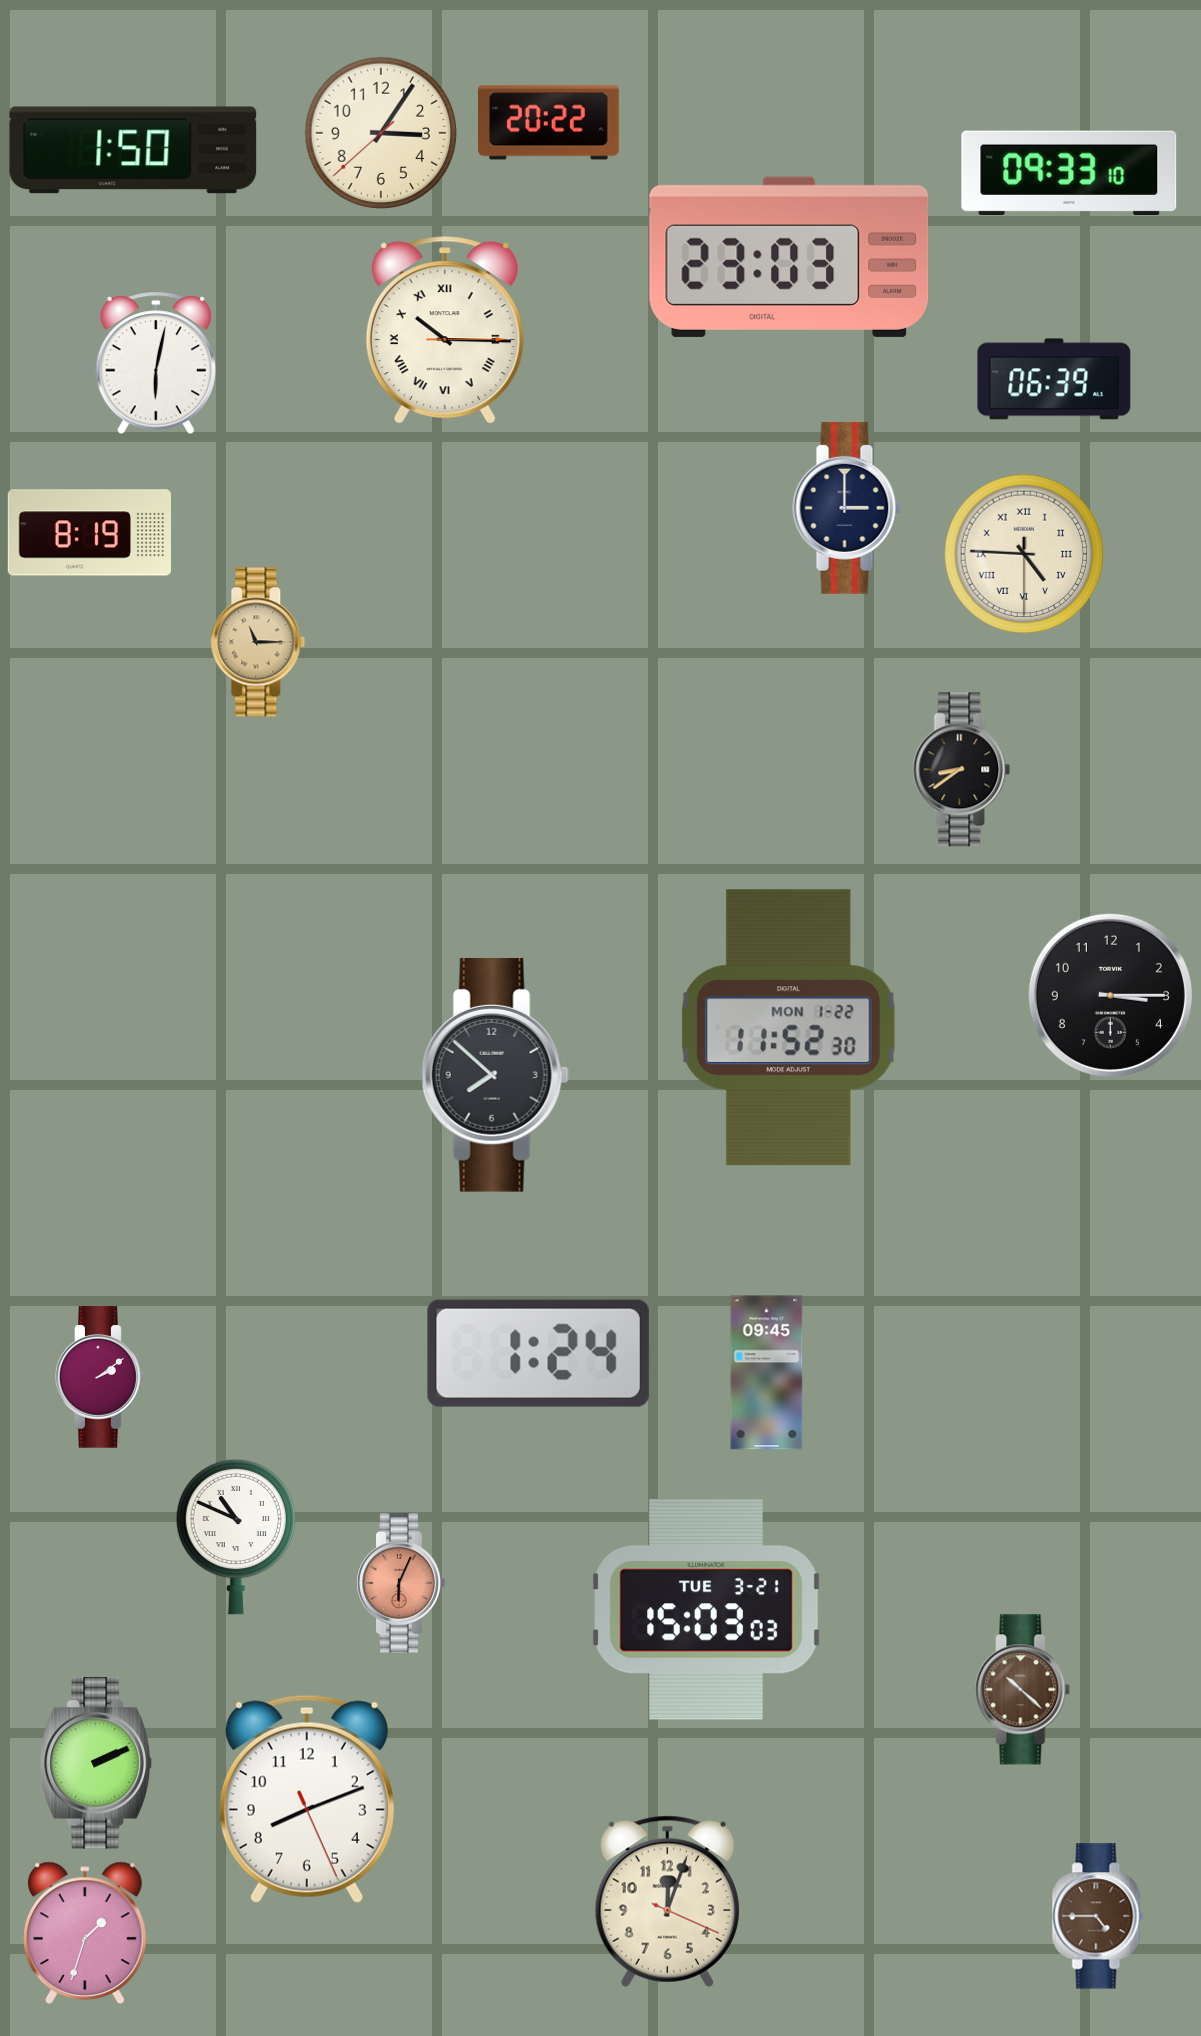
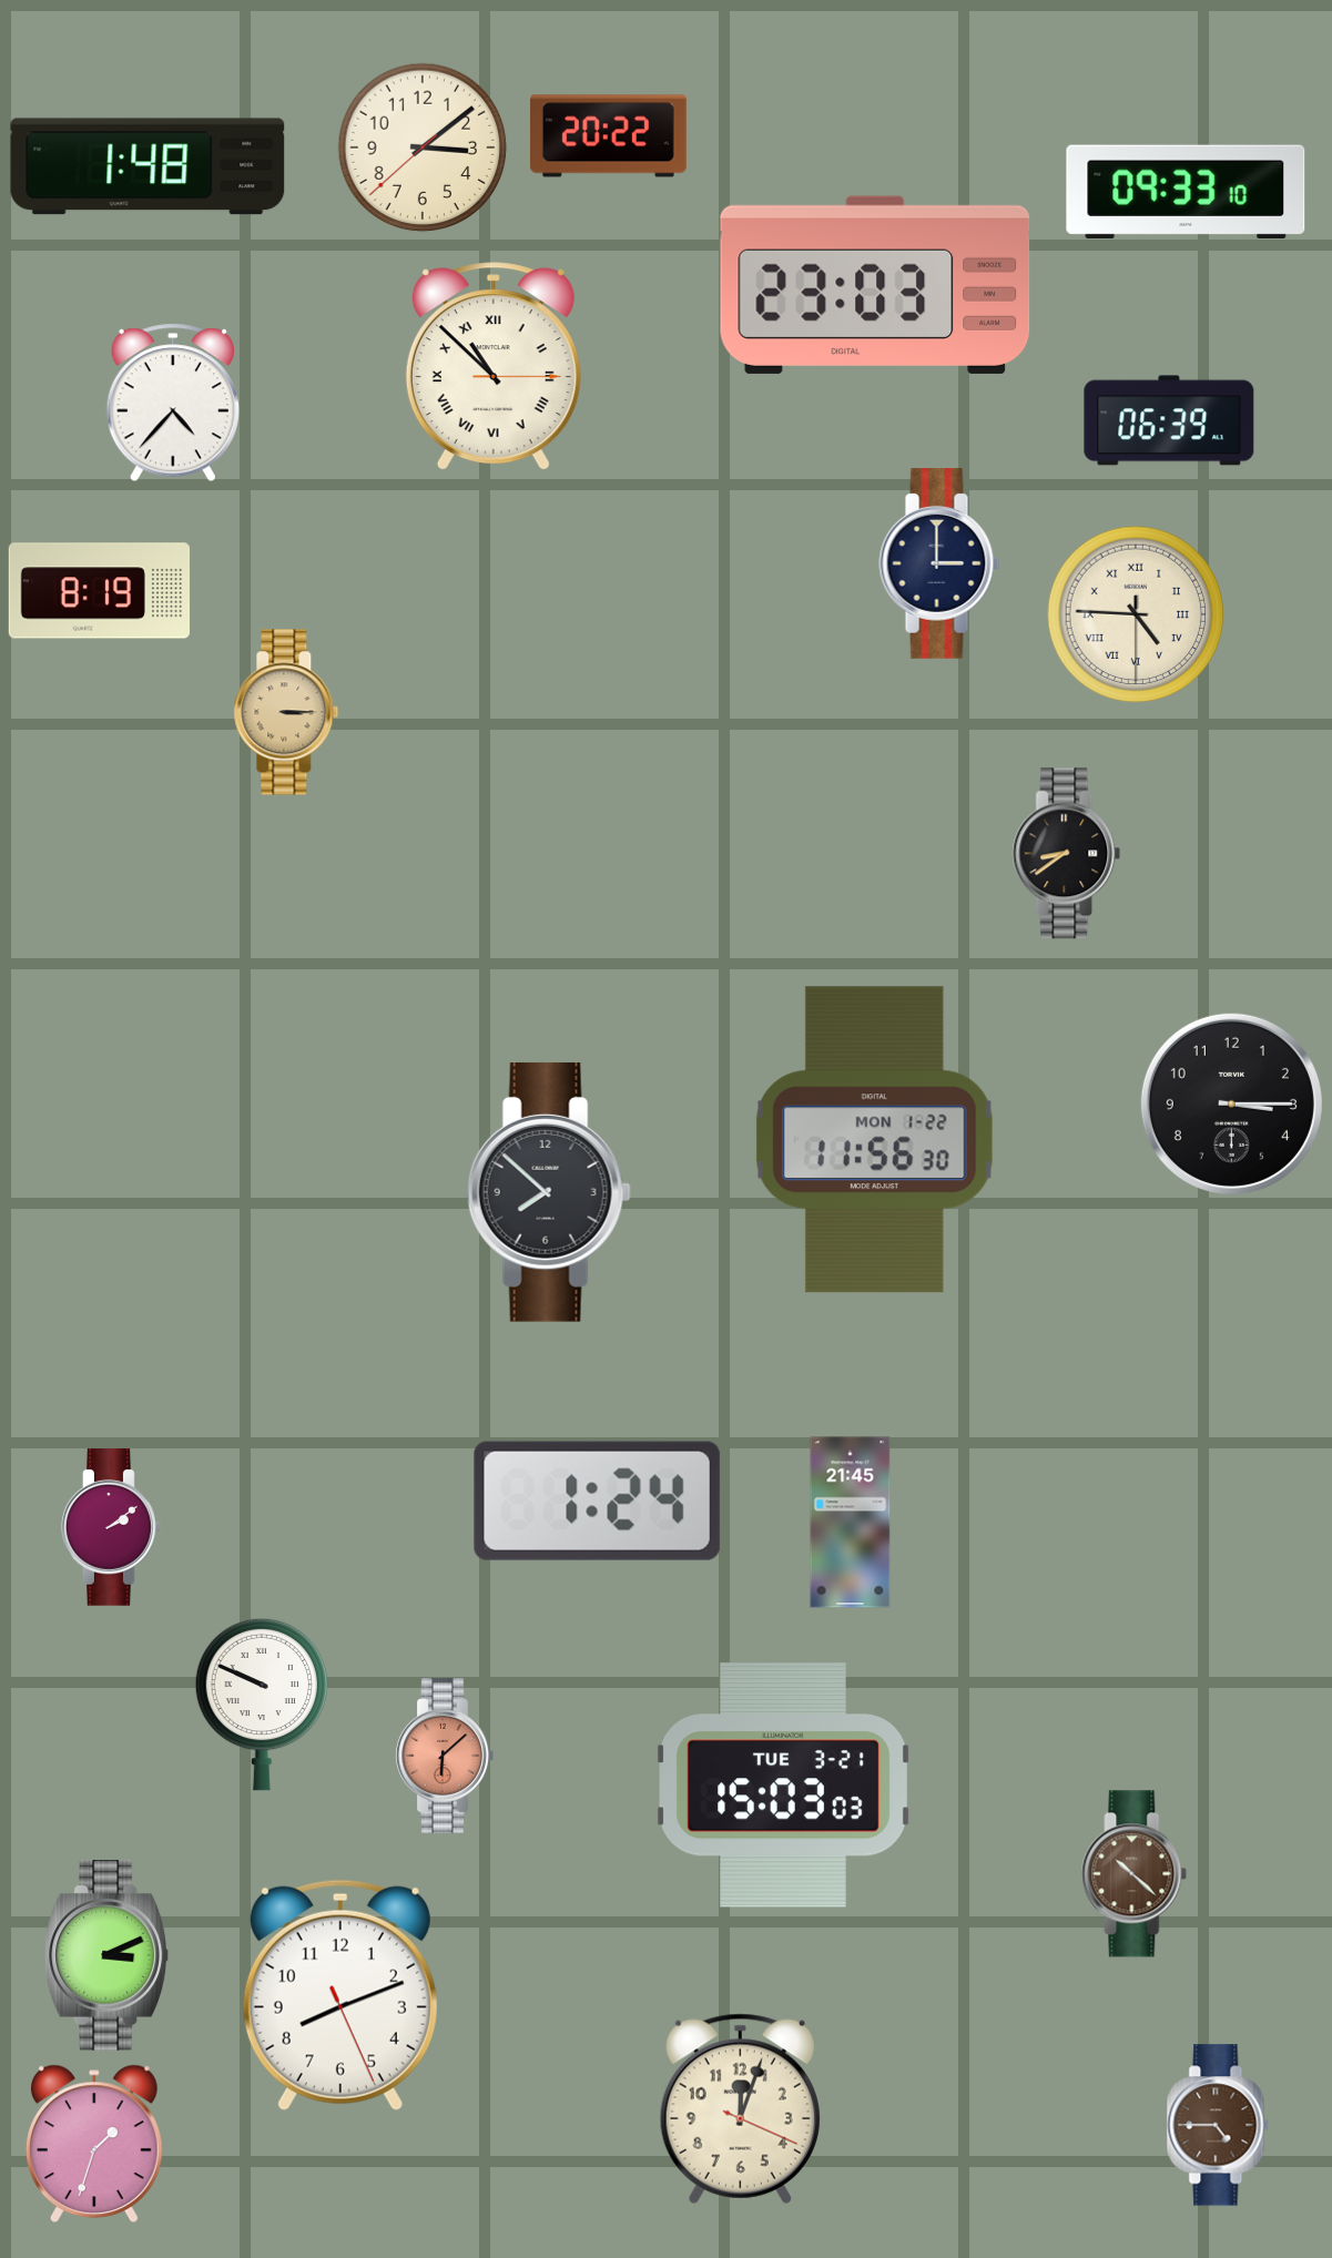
clock at (381, 133): 3:05 -> 3:08
clock at (133, 150): 1:50 -> 1:48
clock at (445, 331): 10:15 -> 10:52
clock at (156, 363): 6:02 -> 4:37
clock at (258, 642): 11:15 -> 3:15
clock at (788, 1028): 11:52 -> 11:56
clock at (767, 1373): 09:45 -> 21:45
clock at (235, 1537): 10:49 -> 9:49
clock at (401, 1583): 6:04 -> 6:08
clock at (96, 1764): 2:11 -> 3:11
